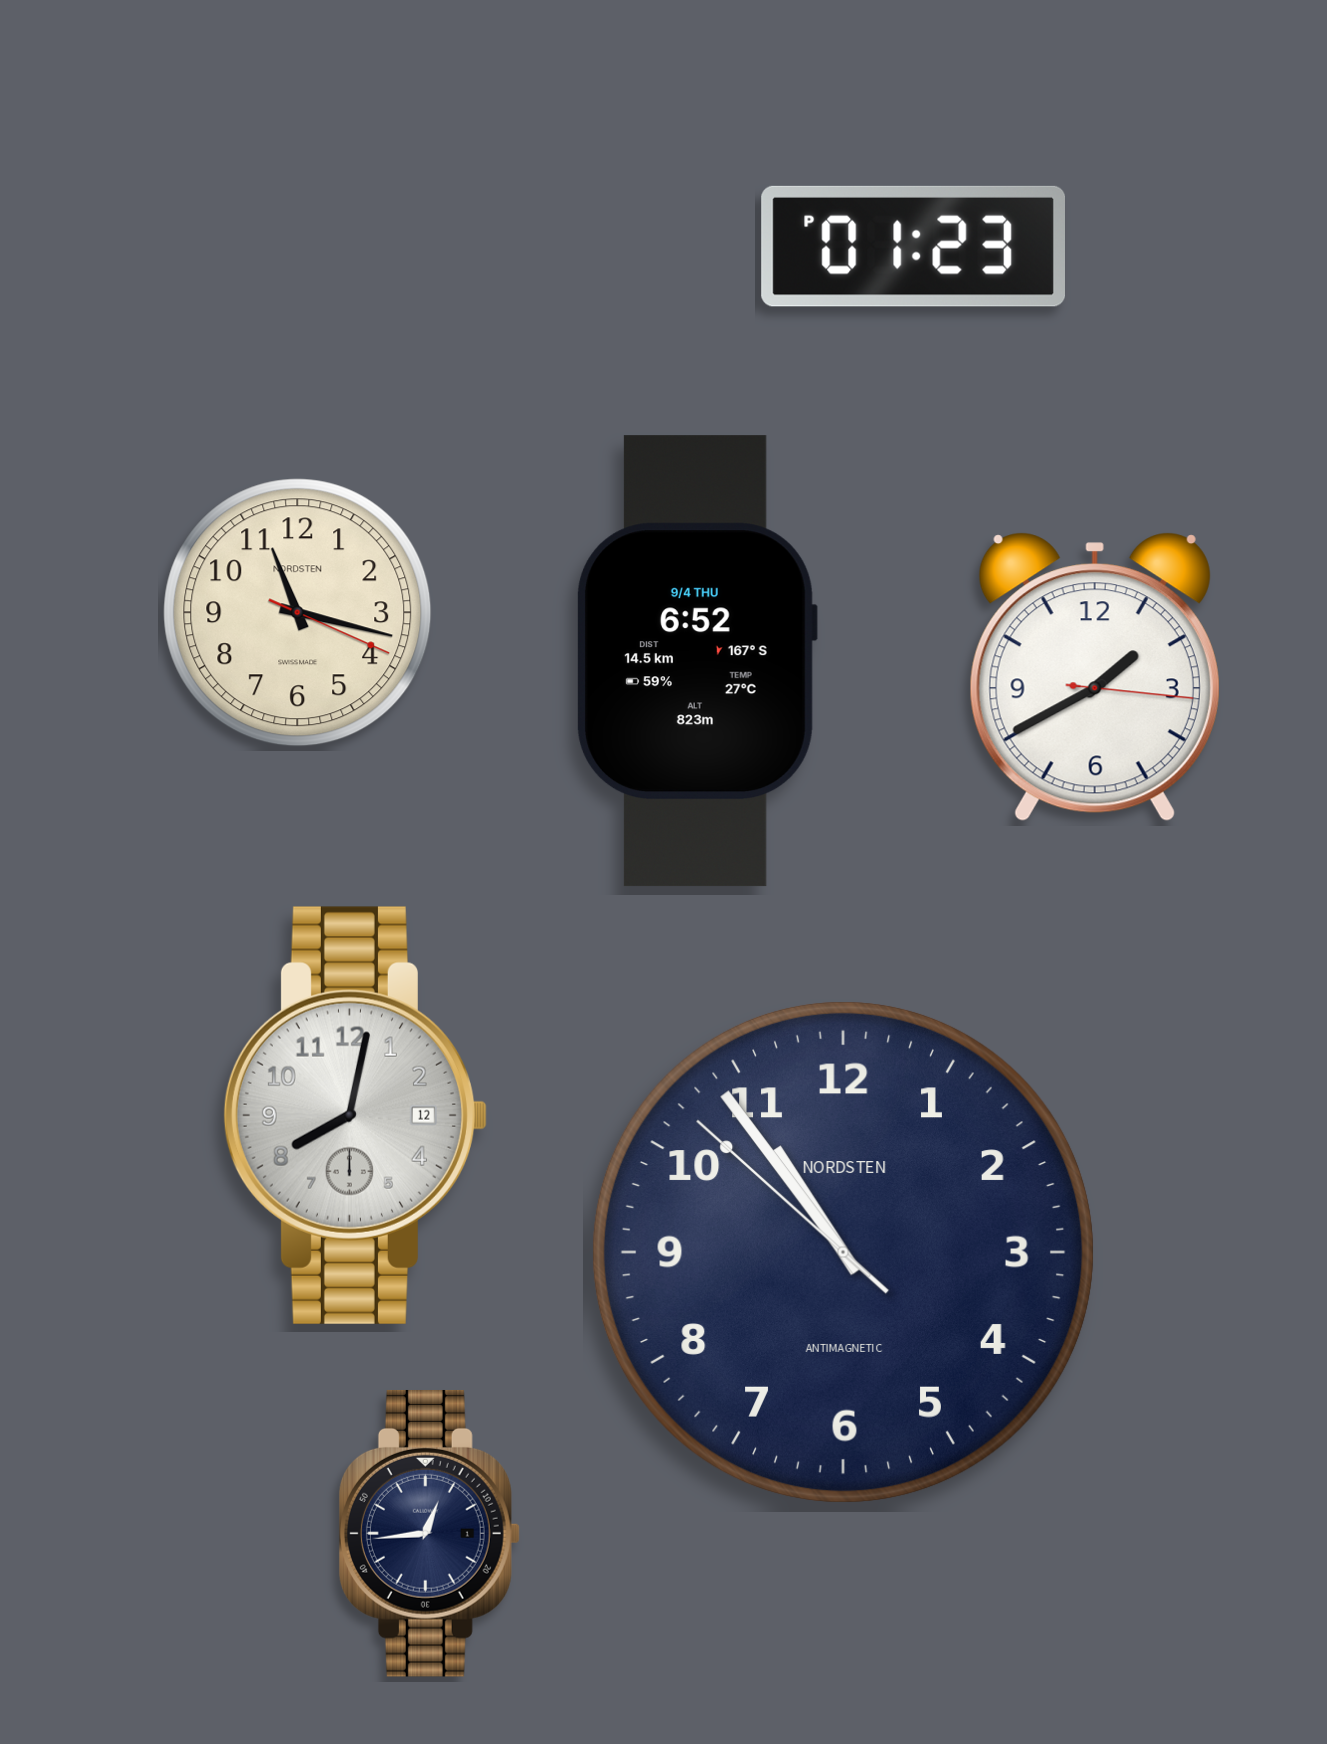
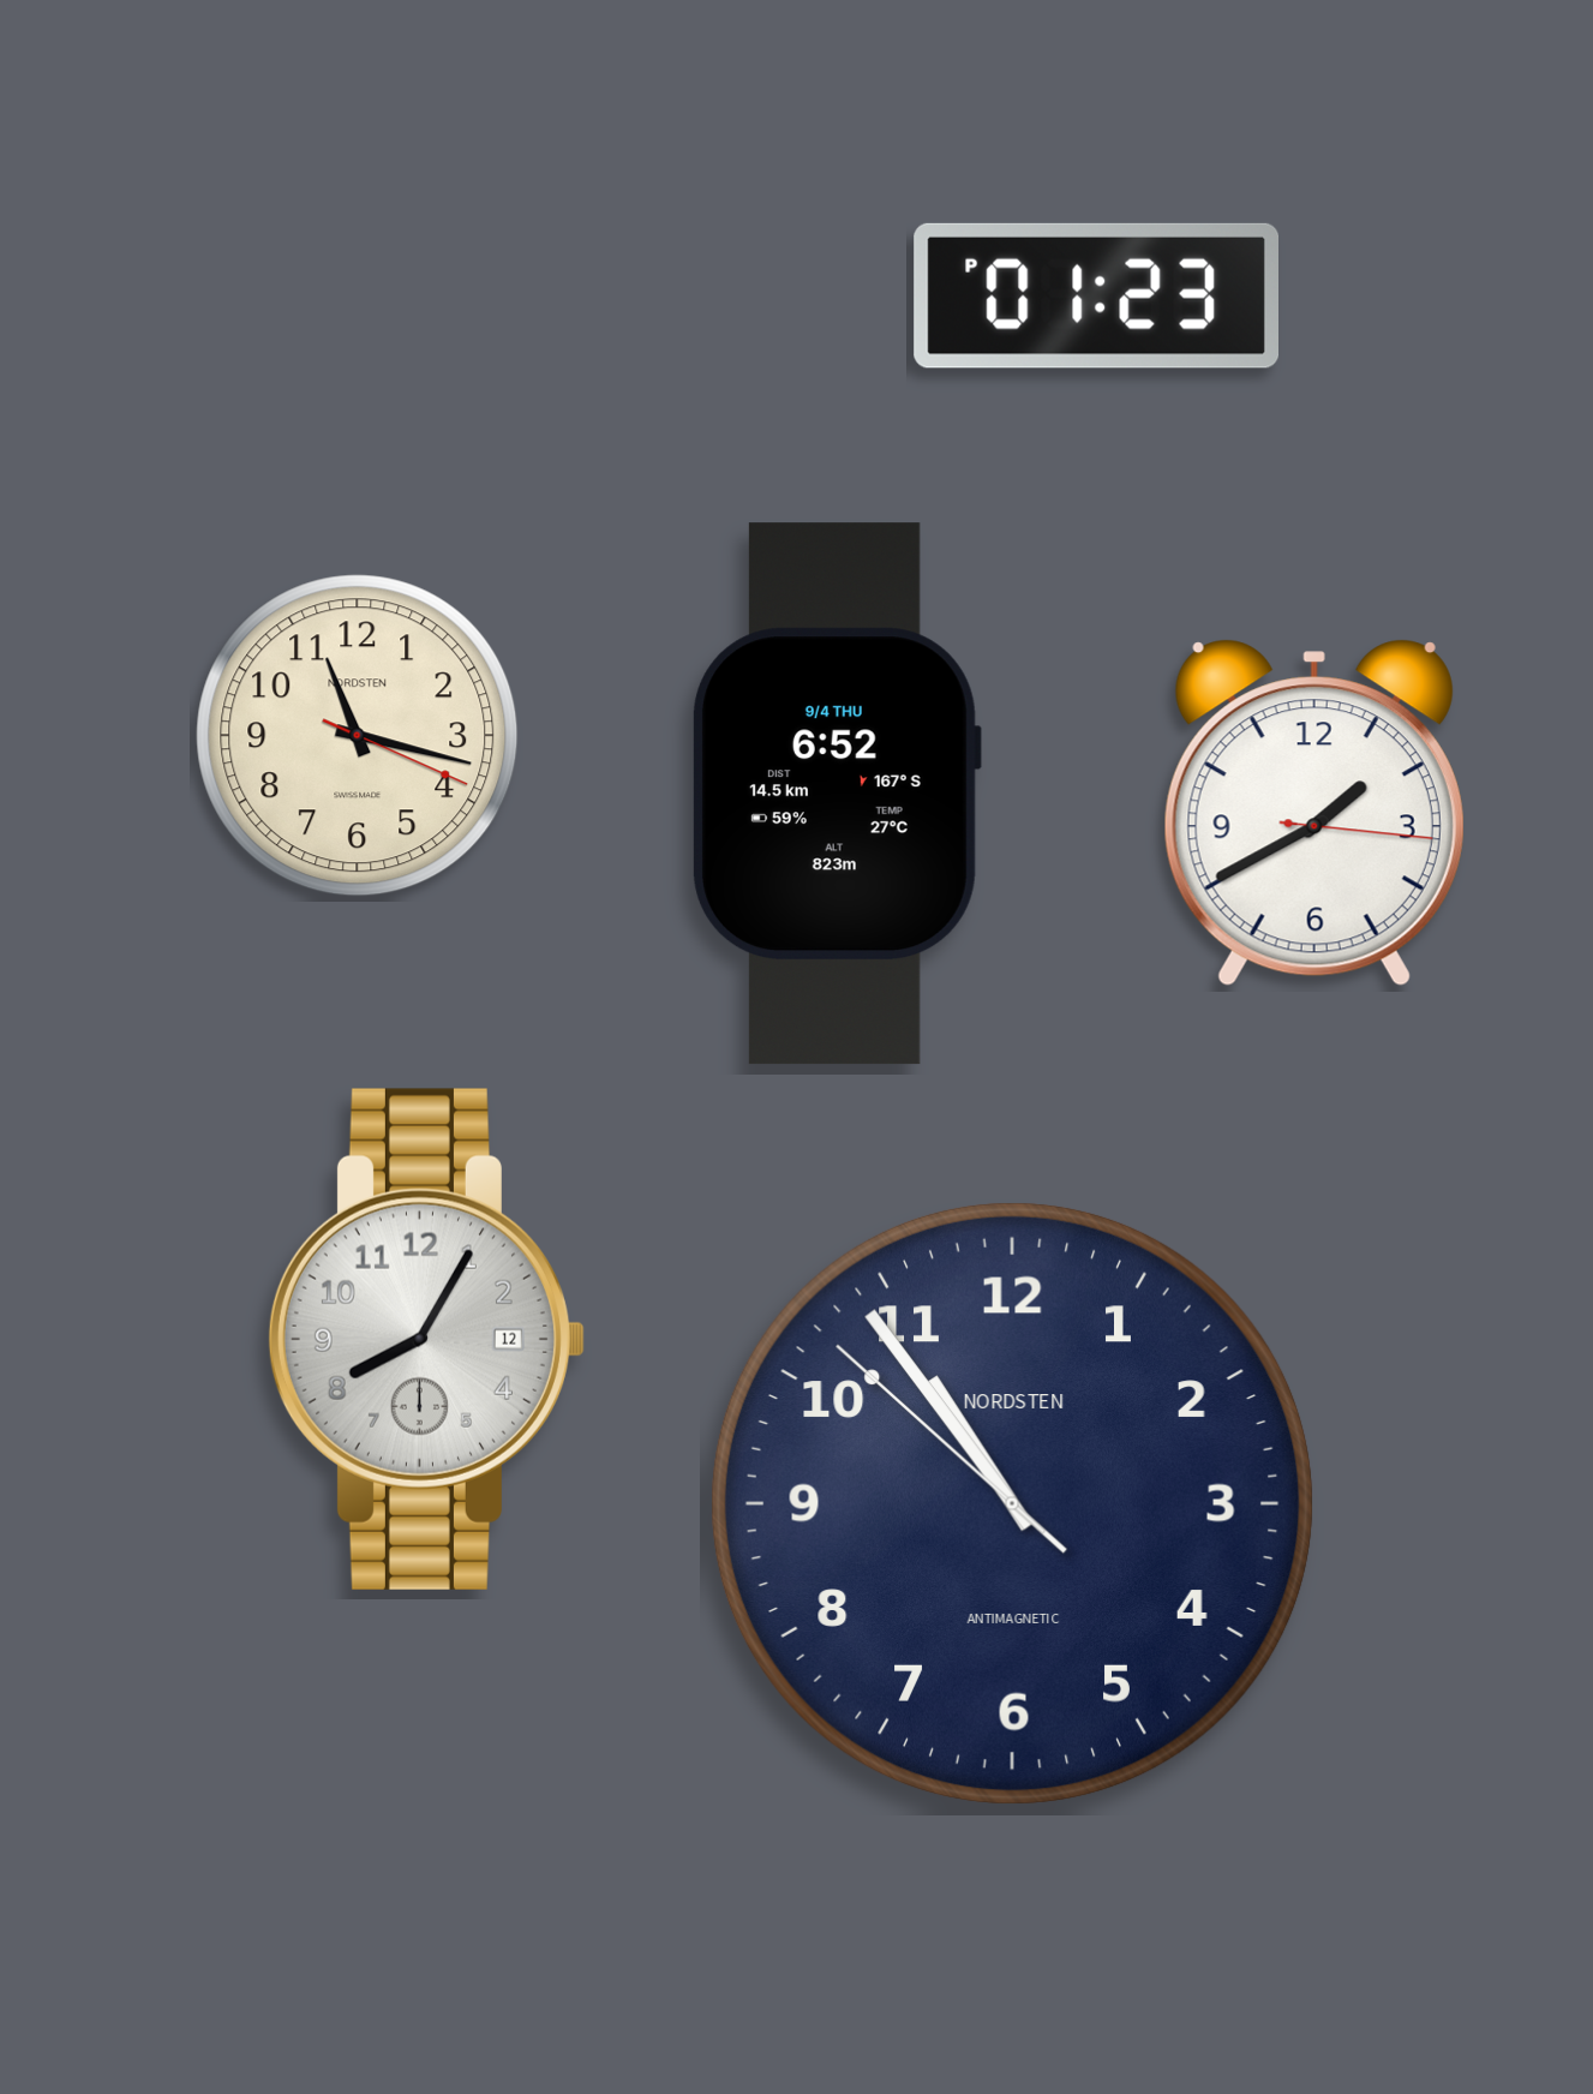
clock at (355, 1115): 8:02 -> 8:05
clock at (429, 1533): 12:44 -> none
